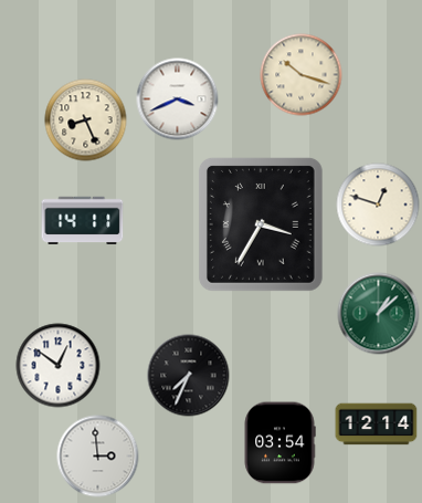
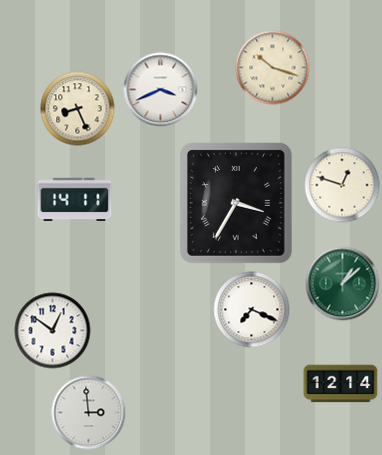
clock at (252, 310): none -> 7:19
clock at (189, 376): 7:34 -> none
clock at (279, 443): 03:54 -> none
